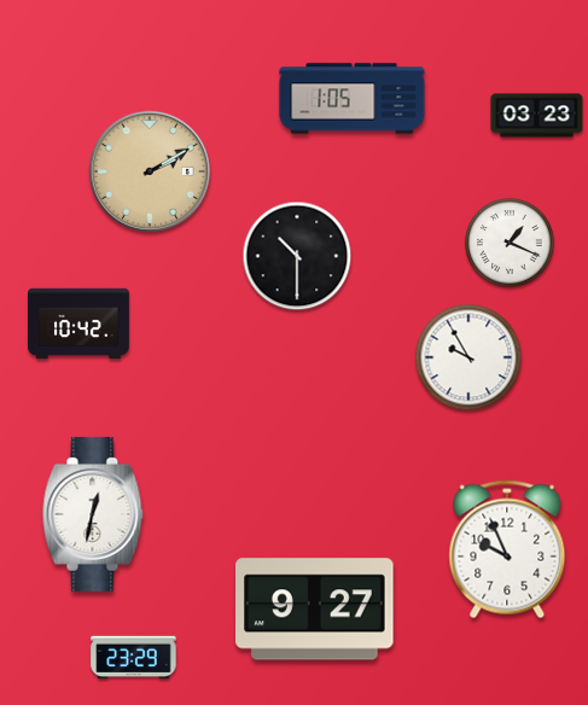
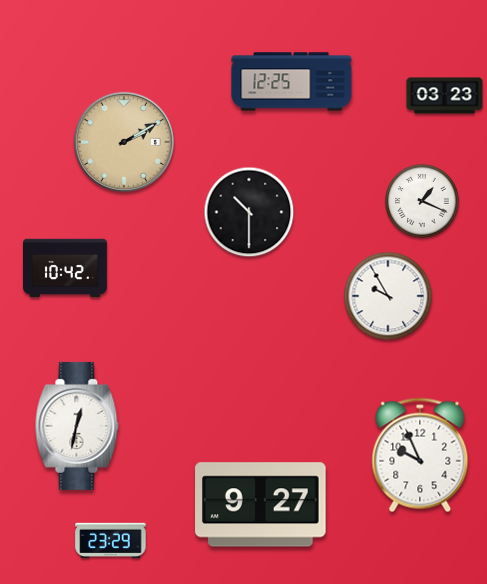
clock at (353, 99): 1:05 -> 12:25
clock at (297, 256) position: (297, 256) -> (249, 212)
clock at (134, 658) position: (134, 658) -> (111, 541)
